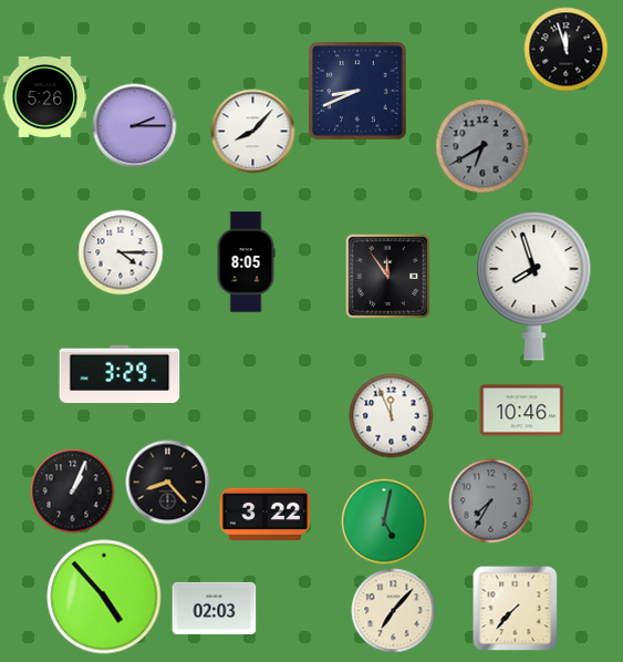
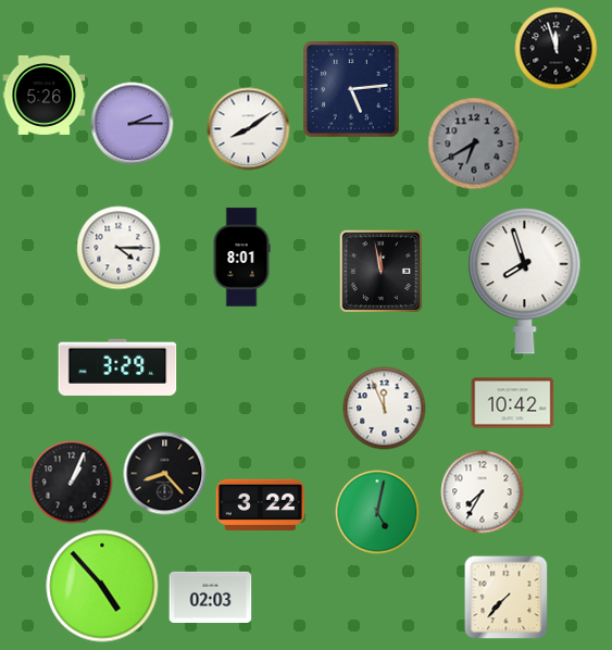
clock at (357, 91): 8:41 -> 5:14
clock at (253, 132): 8:07 -> 8:09
clock at (246, 262): 8:05 -> 8:01
clock at (387, 276): 11:54 -> 11:58
clock at (522, 411): 10:46 -> 10:42
clock at (491, 501) dial: grey -> white
clock at (394, 611): 7:07 -> none
